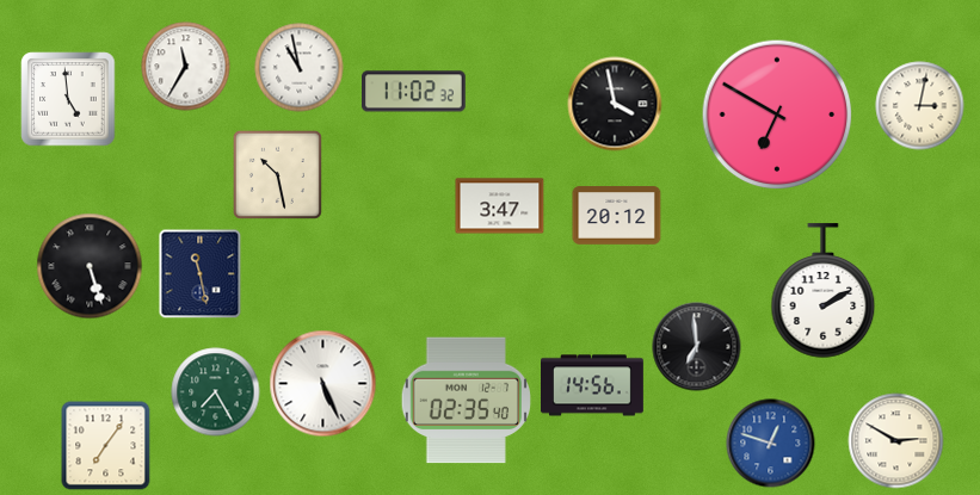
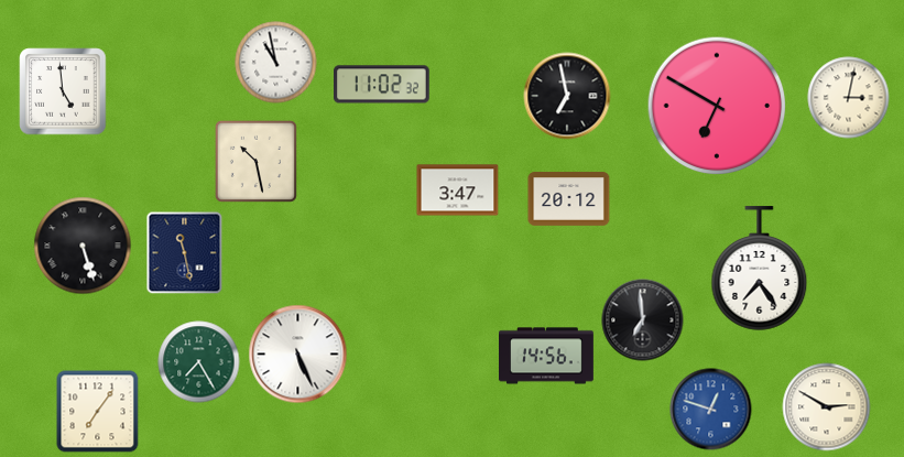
clock at (186, 67): 11:35 -> none
clock at (615, 104): 3:58 -> 6:58
clock at (500, 206) position: (500, 206) -> (458, 191)
clock at (824, 291): 2:10 -> 7:24
clock at (466, 401): 02:35 -> none
